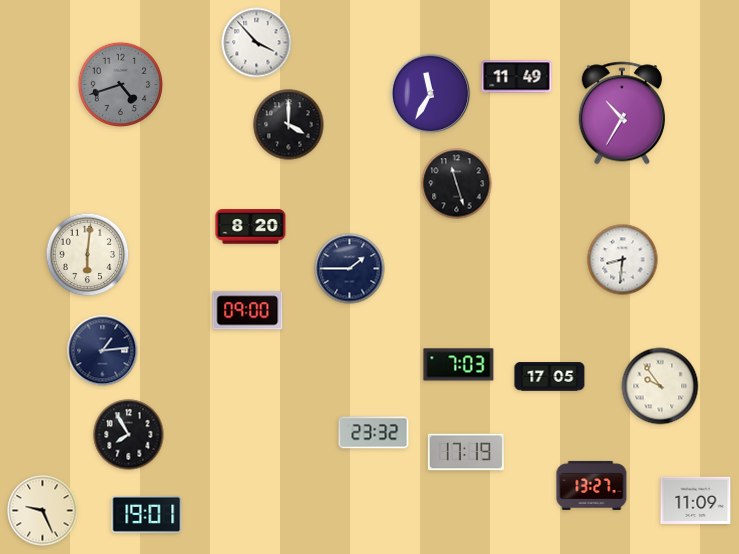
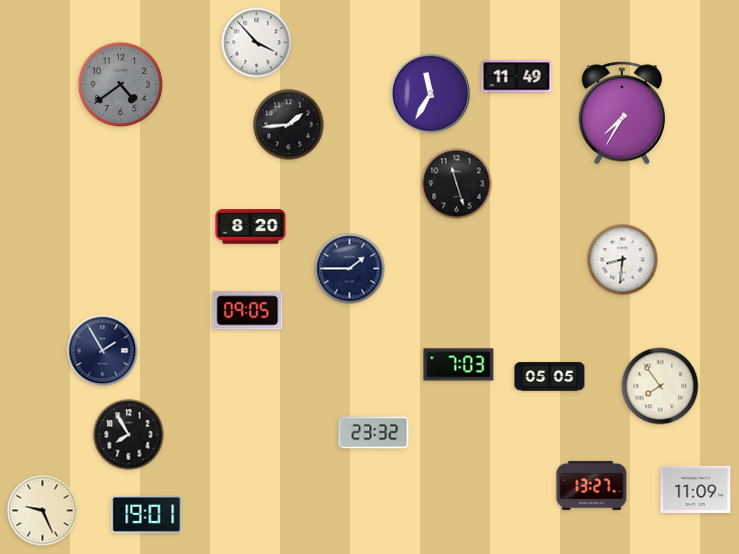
clock at (120, 84): 4:42 -> 4:39
clock at (622, 113): 10:35 -> 7:35
clock at (289, 125): 4:00 -> 1:44
clock at (88, 255): 6:01 -> none
clock at (248, 311): 09:00 -> 09:05
clock at (103, 351): 1:14 -> 1:55
clock at (550, 377): 17:05 -> 05:05
clock at (660, 386): 9:54 -> 7:54
clock at (466, 452): 17:19 -> none
clock at (696, 500) position: (696, 500) -> (696, 489)
